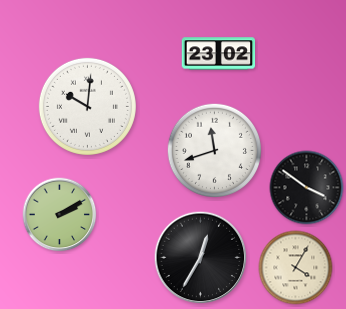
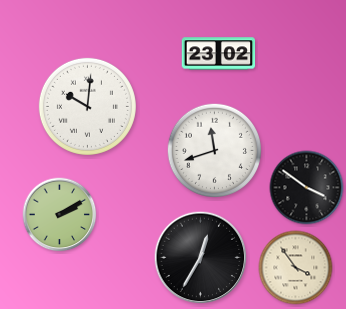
clock at (296, 268): 4:05 -> 3:54
